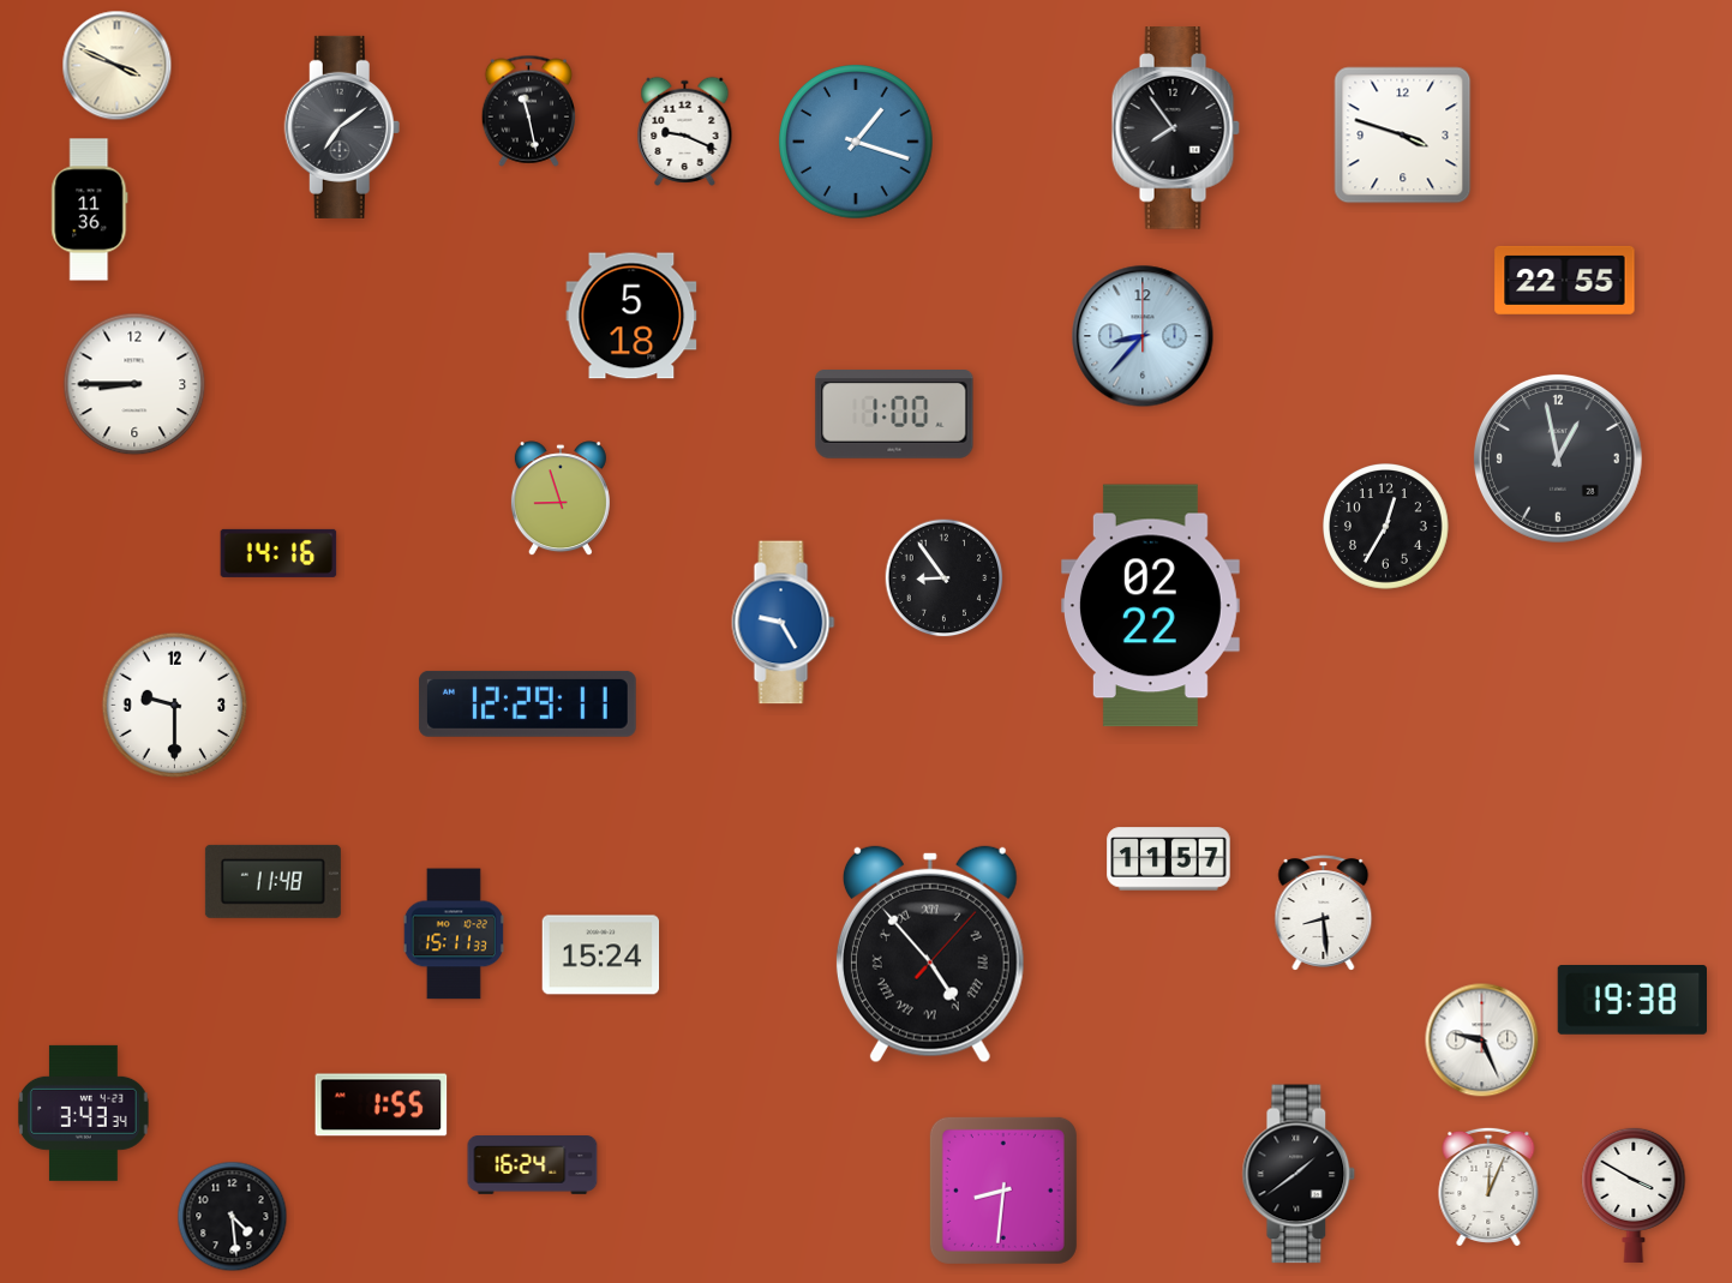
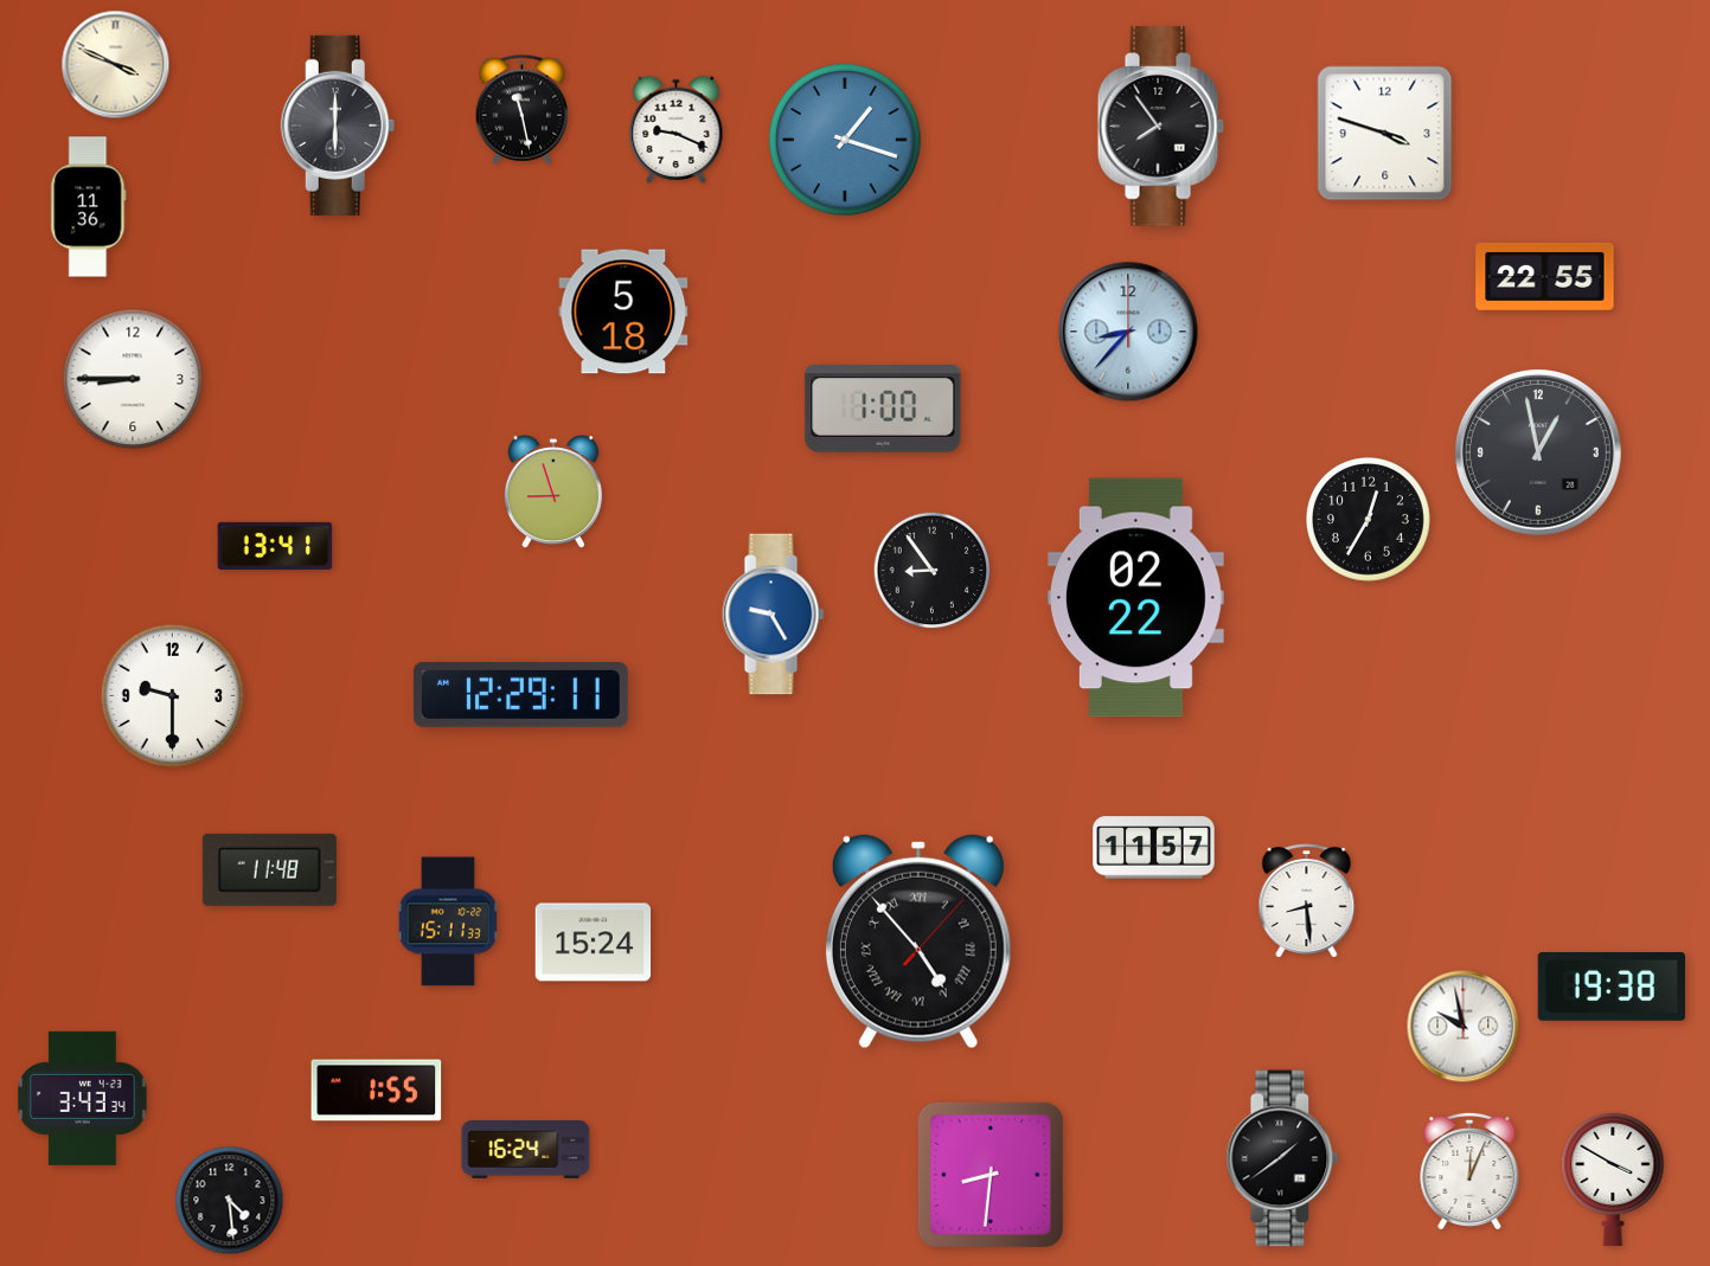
clock at (342, 127): 7:09 -> 6:00
clock at (278, 553): 14:16 -> 13:41
clock at (1482, 1041): 9:26 -> 9:58
